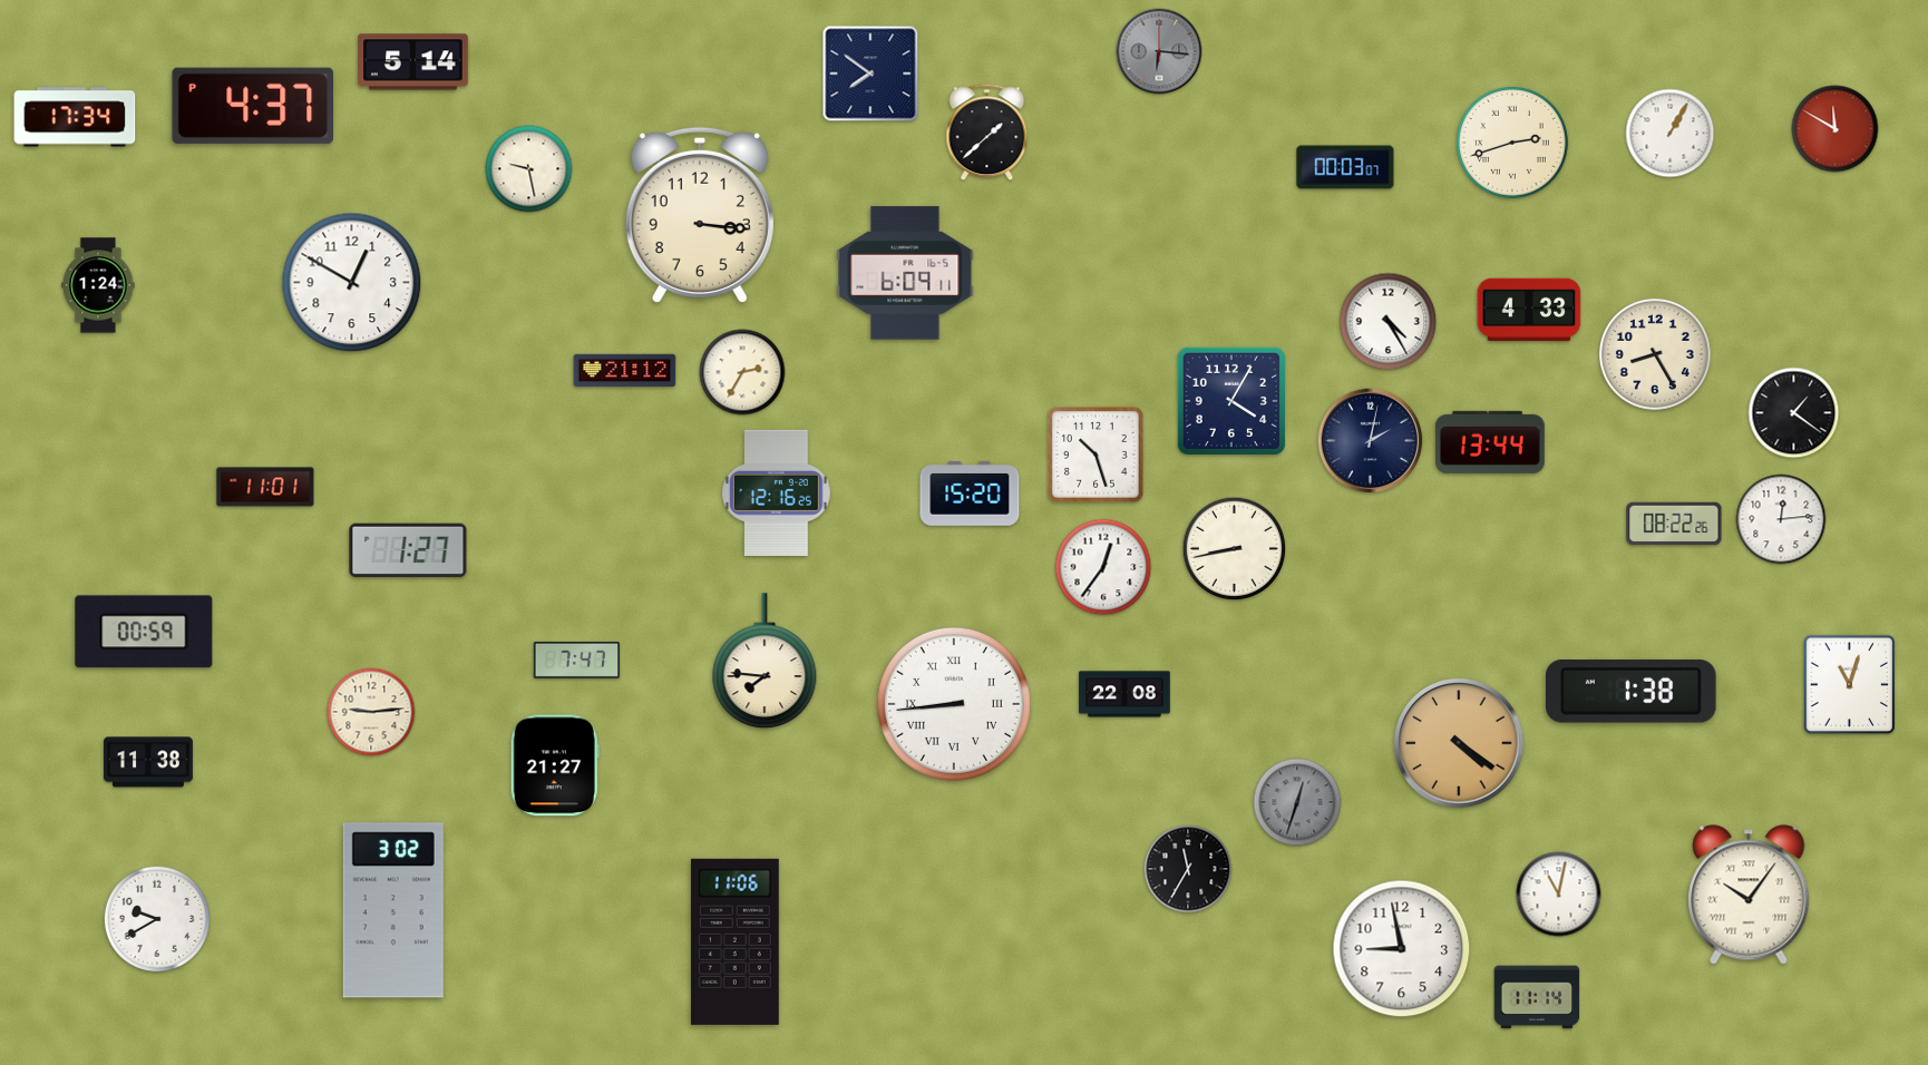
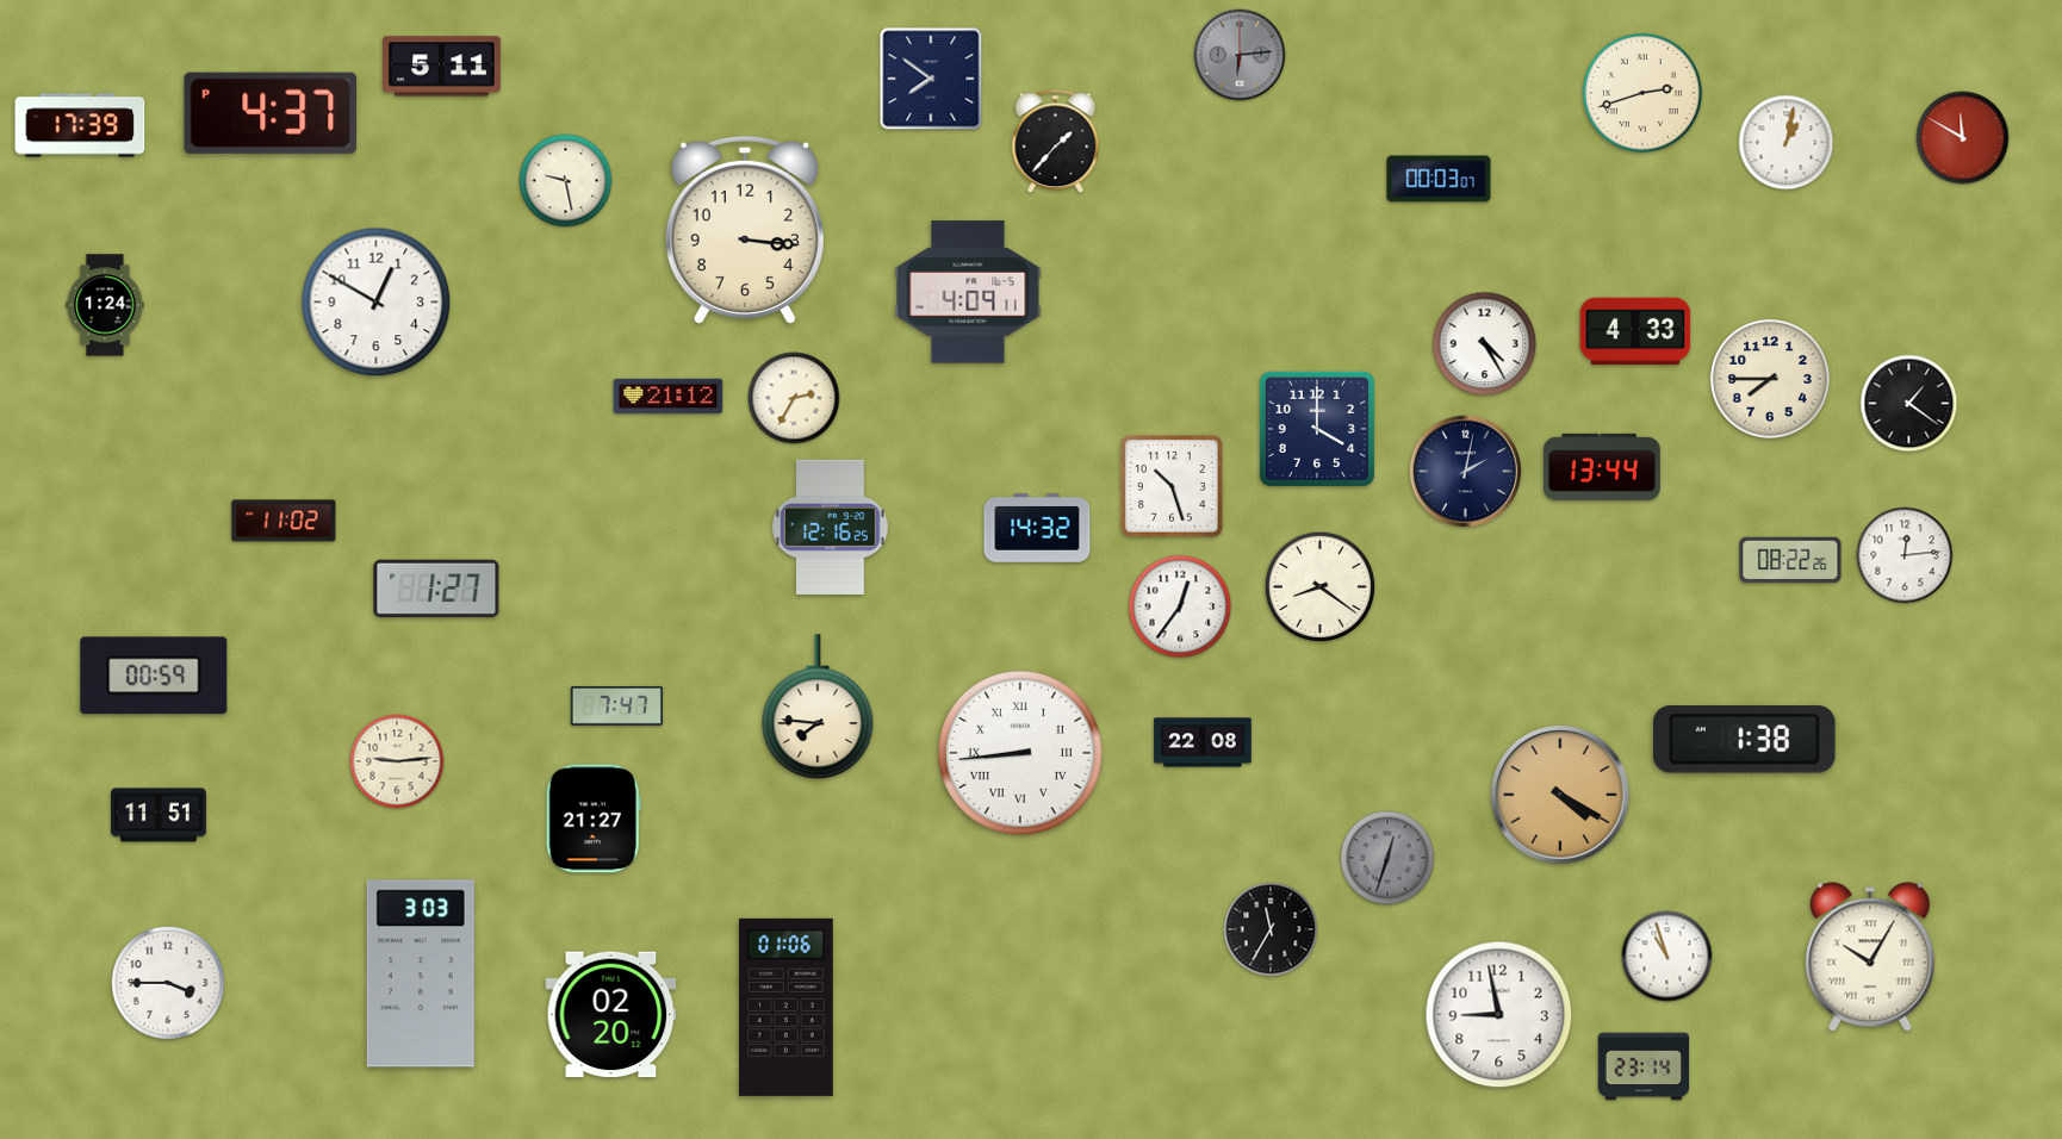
clock at (1159, 51): 6:16 -> 6:14
clock at (413, 62): 5:14 -> 5:11
clock at (75, 117): 17:34 -> 17:39
clock at (987, 133): 1:38 -> 1:37
clock at (1671, 134): 1:05 -> 1:02
clock at (1512, 143) position: (1512, 143) -> (1642, 93)
clock at (700, 215) position: (700, 215) -> (745, 230)
clock at (905, 273): 6:09 -> 4:09
clock at (1655, 354): 8:25 -> 7:45
clock at (1231, 401): 4:05 -> 4:00
clock at (1794, 413) position: (1794, 413) -> (1909, 404)
clock at (1490, 442) position: (1490, 442) -> (1602, 467)
clock at (265, 487): 11:01 -> 11:02
clock at (970, 494): 15:20 -> 14:32
clock at (1235, 549): 8:43 -> 8:21
clock at (1850, 685): 11:03 -> none
clock at (1459, 743): 4:21 -> 4:20
clock at (148, 762): 11:38 -> 11:51
clock at (1559, 895): 11:02 -> 10:57
clock at (1749, 895): 10:06 -> 10:05
clock at (393, 910): 3:02 -> 3:03
clock at (157, 919): 9:40 -> 3:45
clock at (734, 941): 11:06 -> 01:06
clock at (611, 1015): none -> 02:20
clock at (1537, 997): 11:14 -> 23:14
